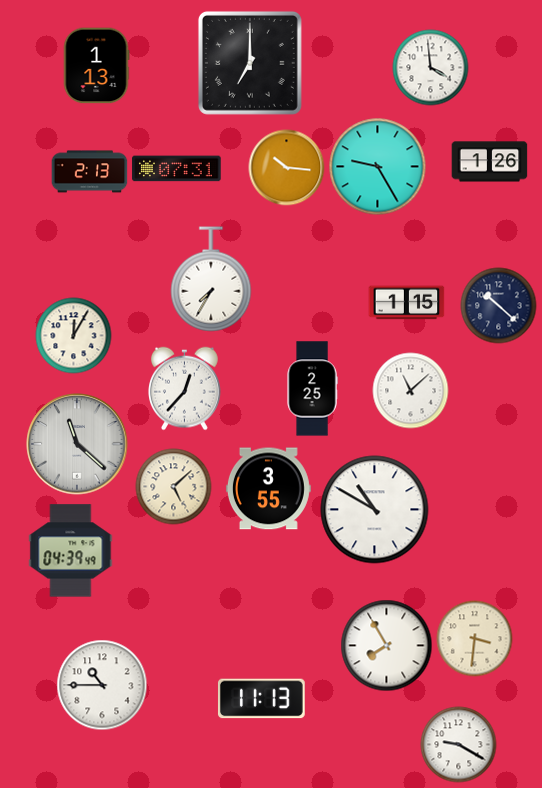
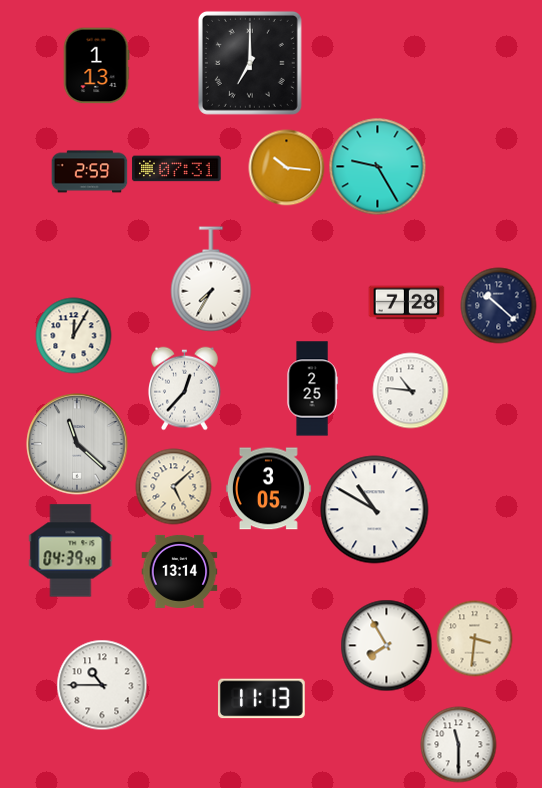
clock at (431, 68): 3:59 -> none
clock at (490, 162): 1:26 -> none
clock at (90, 172): 2:13 -> 2:59
clock at (407, 303): 1:15 -> 7:28
clock at (411, 391): 11:08 -> 10:46
clock at (268, 489): 3:55 -> 3:05
clock at (180, 571): none -> 13:14
clock at (459, 745): 9:20 -> 11:30
